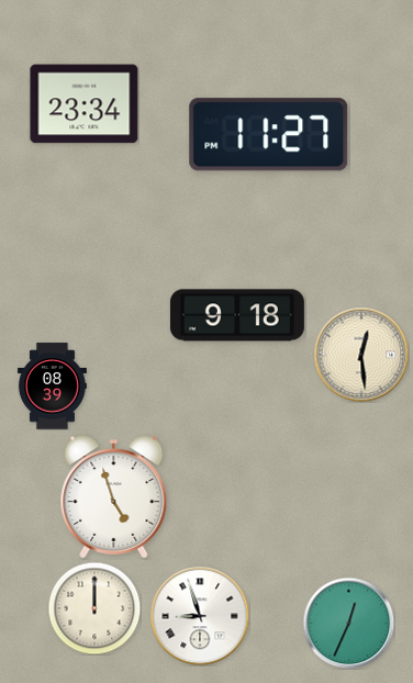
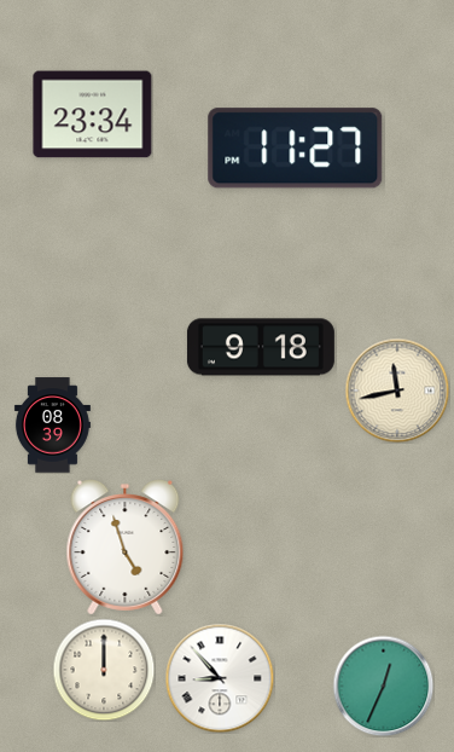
clock at (361, 355): 12:29 -> 11:43
clock at (52, 387) position: (52, 387) -> (52, 426)
clock at (200, 616): 8:57 -> 8:53
